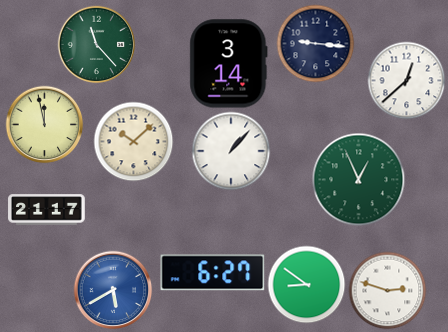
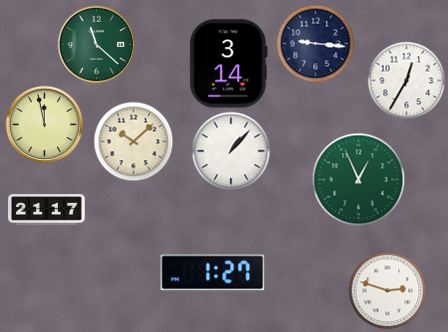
clock at (96, 44): 11:23 -> 11:22
clock at (406, 80): 12:38 -> 12:35
clock at (213, 273): 6:27 -> 1:27
clock at (306, 284): 8:51 -> none
clock at (113, 290): 5:40 -> none
